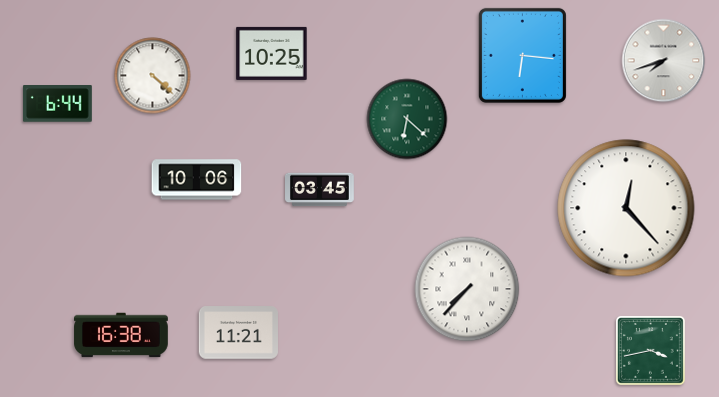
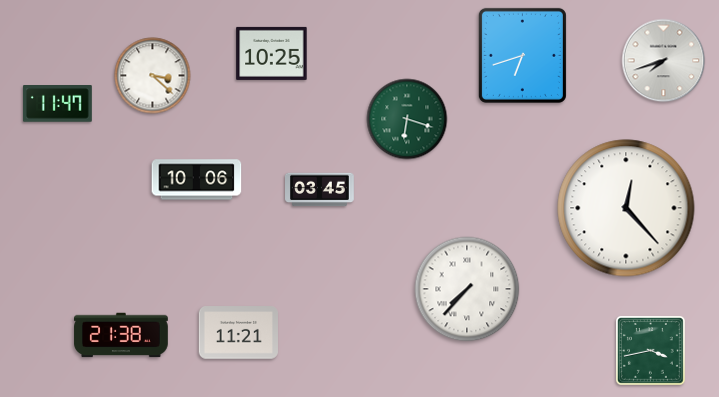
clock at (522, 55): 6:16 -> 6:42
clock at (153, 76): 4:22 -> 3:22
clock at (57, 104): 6:44 -> 11:47
clock at (407, 119): 6:22 -> 6:18
clock at (121, 335): 16:38 -> 21:38
